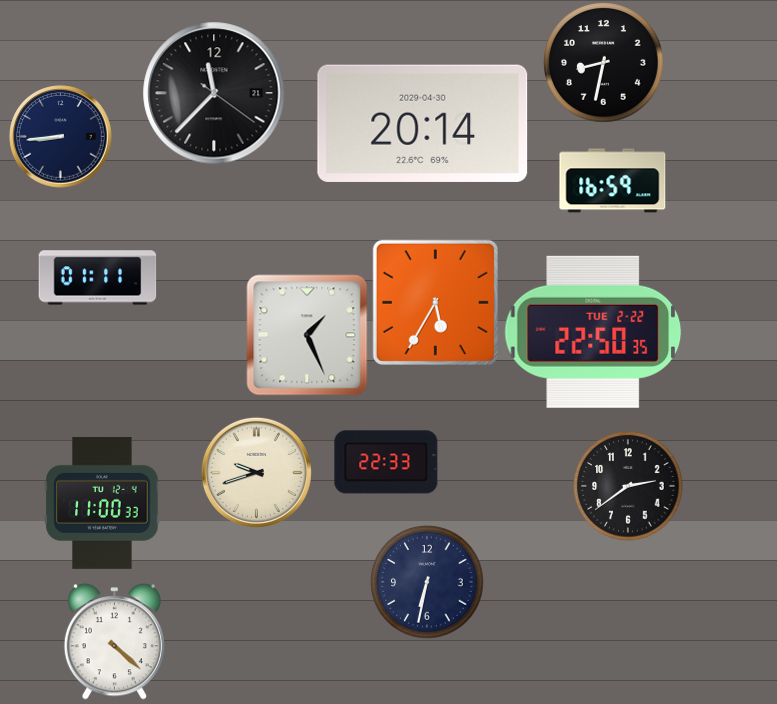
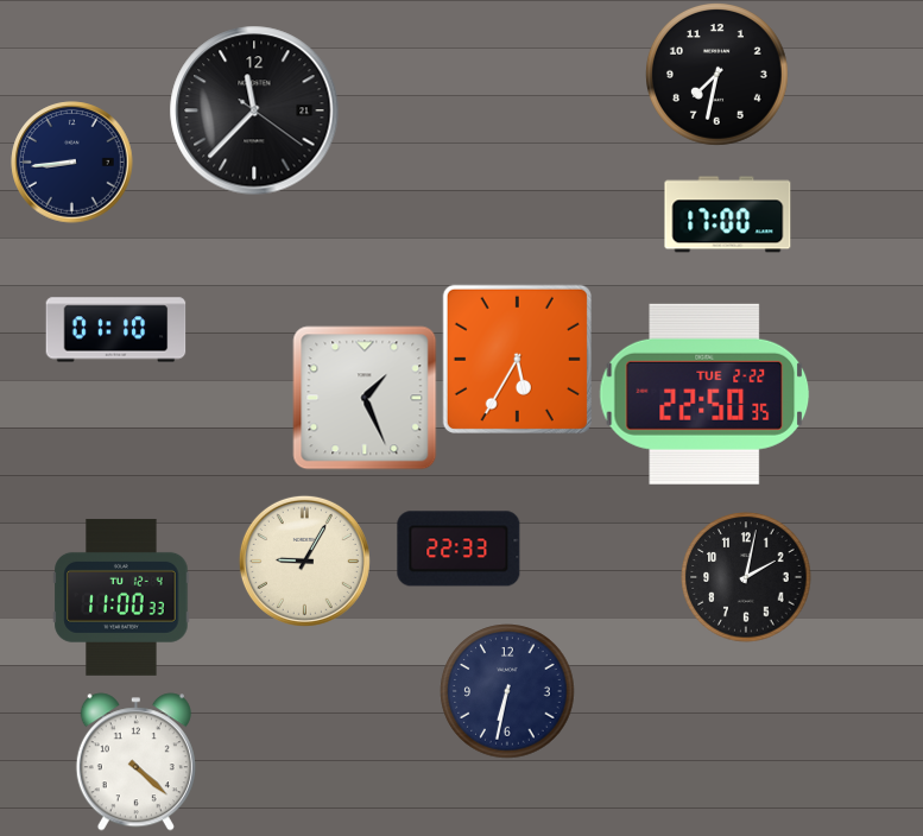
clock at (604, 63): 8:32 -> 7:32
clock at (423, 123): 20:14 -> none
clock at (613, 181): 16:59 -> 17:00
clock at (98, 278): 01:11 -> 01:10
clock at (256, 472): 9:42 -> 9:05
clock at (628, 486): 2:39 -> 2:02
